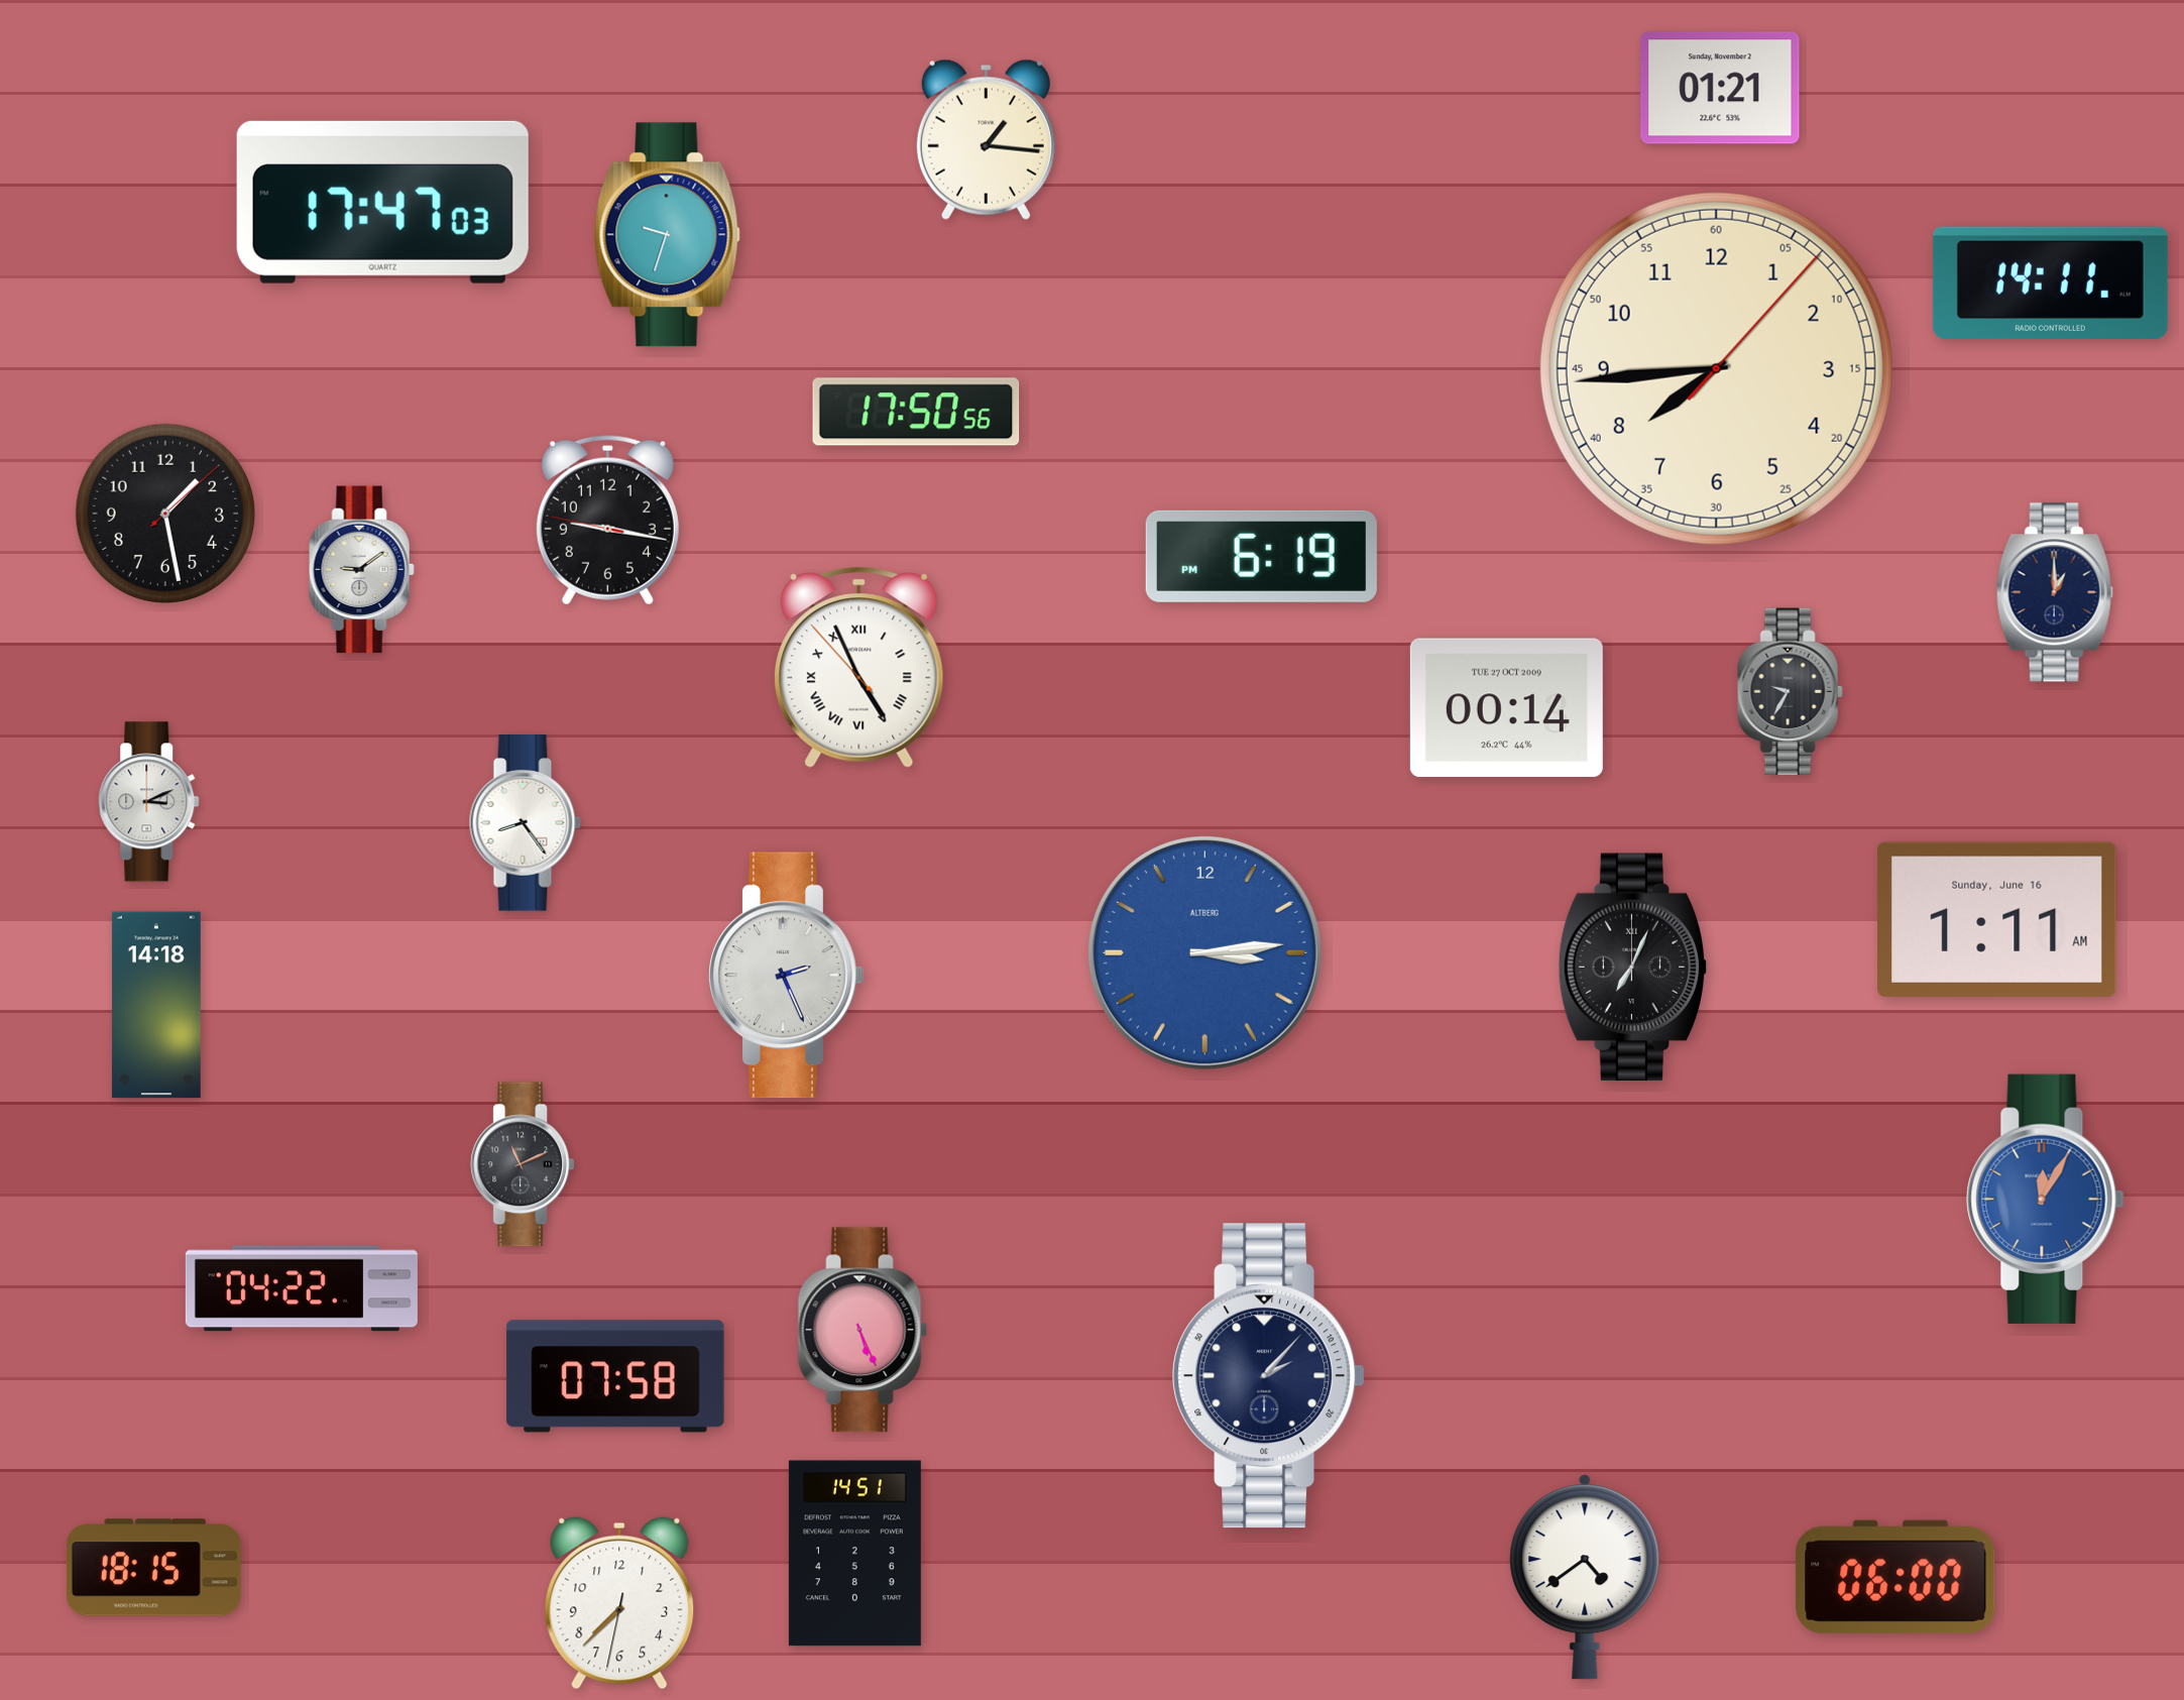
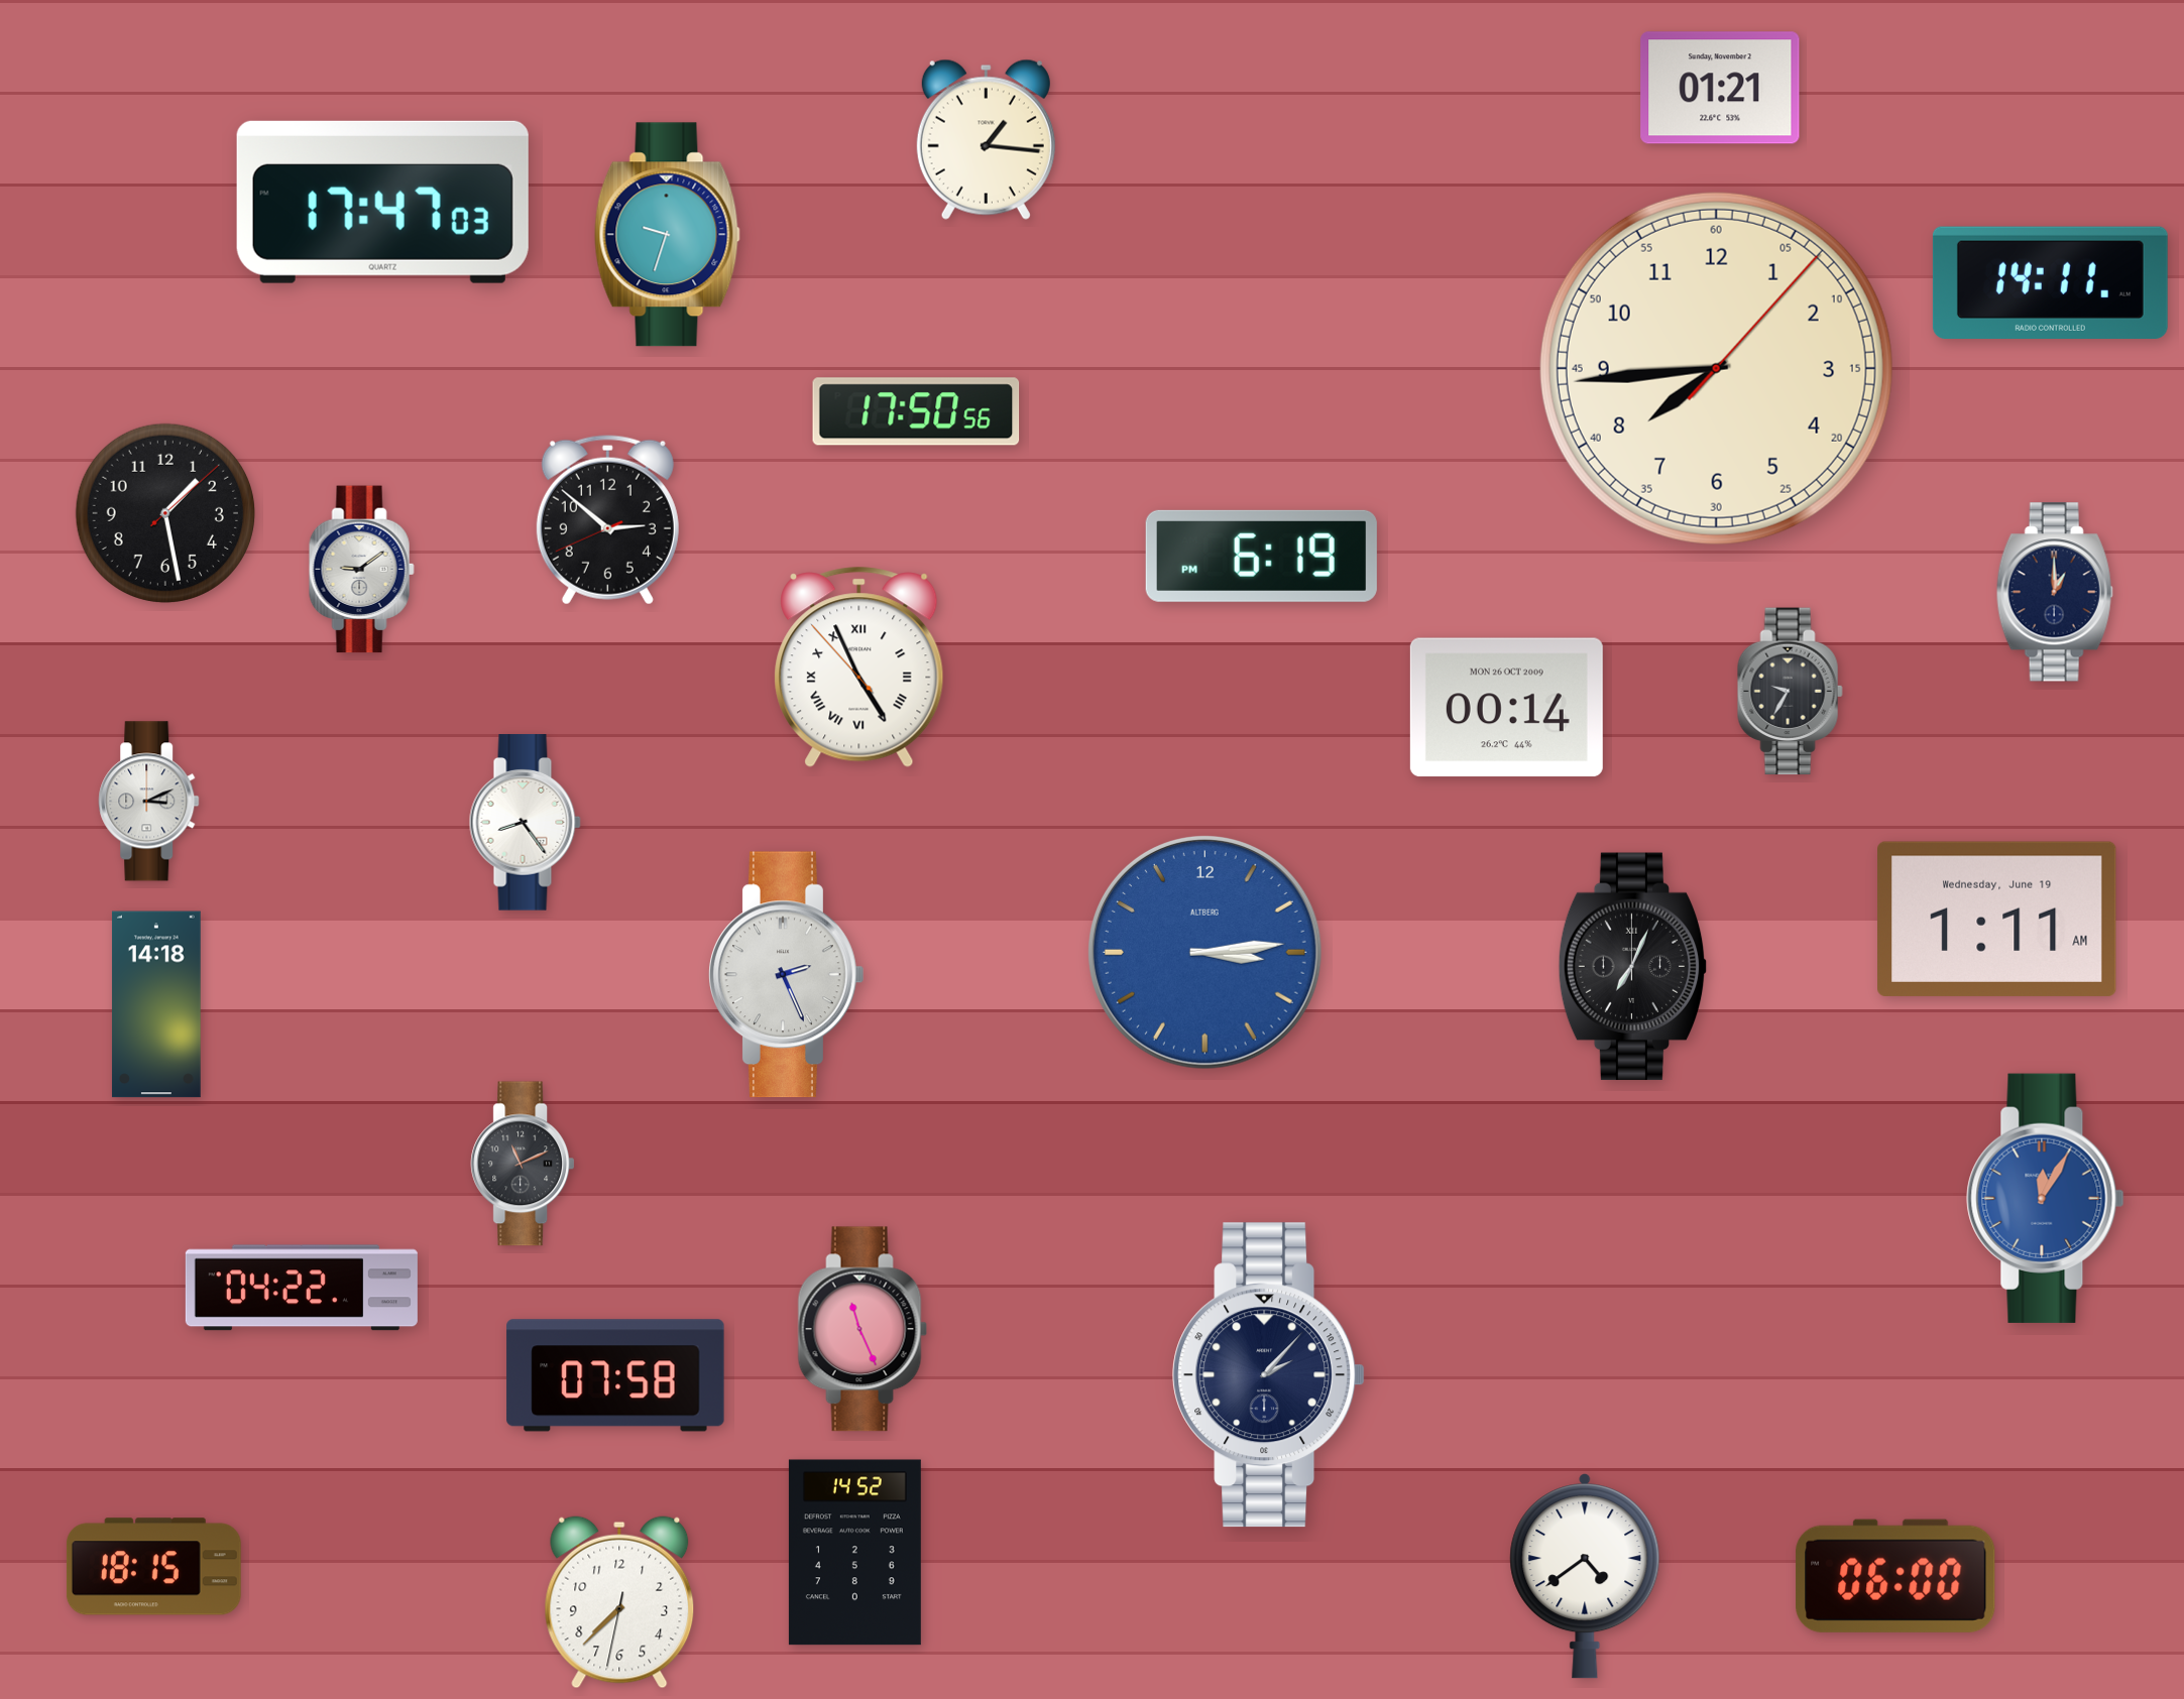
clock at (607, 521): 9:16 -> 2:51
clock at (1506, 708) date: TUE 27 OCT 2009 -> MON 26 OCT 2009
clock at (1997, 919) date: Sunday, June 16 -> Wednesday, June 19
clock at (863, 1330): 5:26 -> 11:26
clock at (854, 1554): 14:51 -> 14:52
